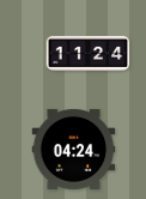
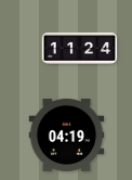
clock at (74, 149): 04:24 -> 04:19
